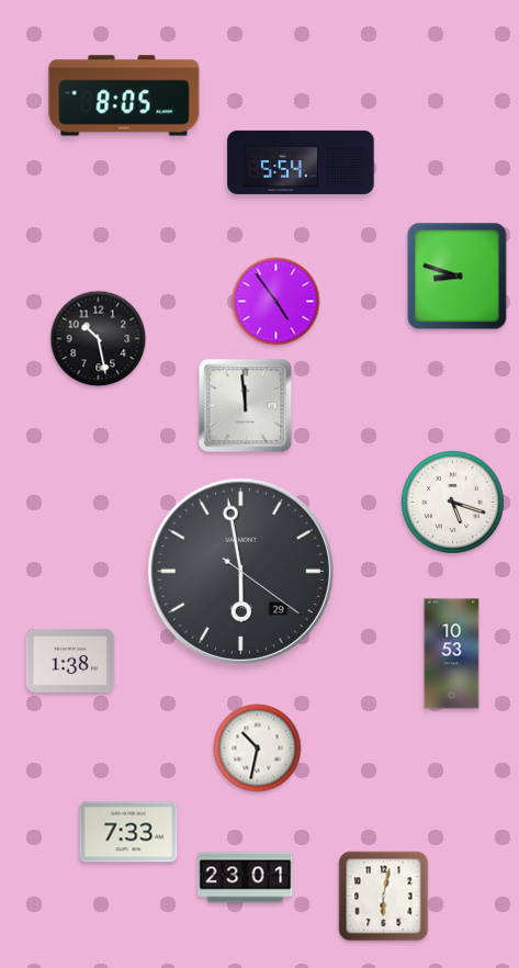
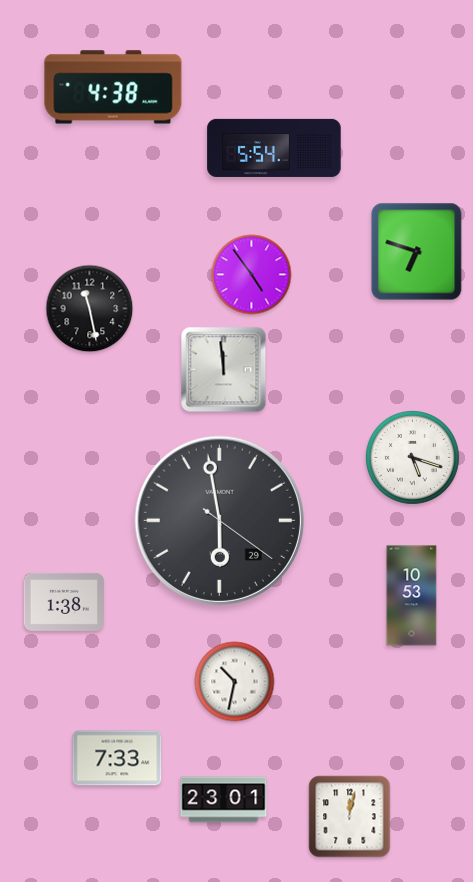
clock at (124, 95): 8:05 -> 4:38
clock at (458, 277): 8:48 -> 6:48
clock at (99, 339): 10:28 -> 11:28
clock at (384, 897): 6:02 -> 12:02
